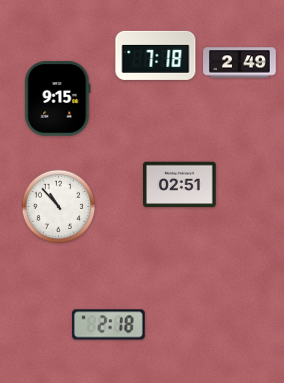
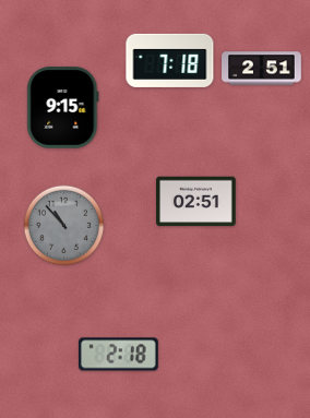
clock at (240, 63): 2:49 -> 2:51
clock at (59, 207) dial: white -> grey
